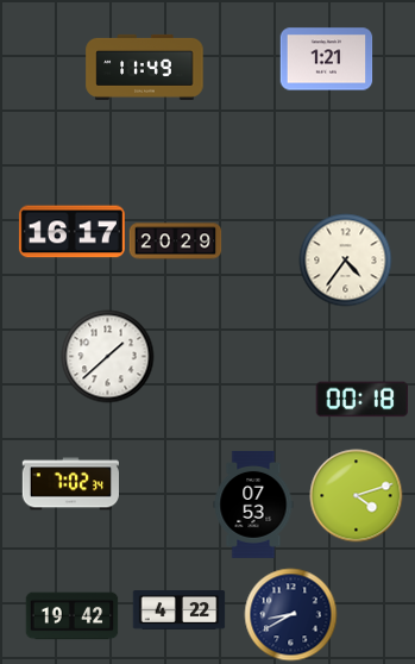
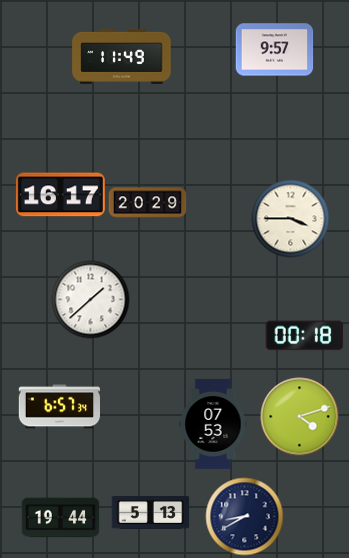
clock at (326, 59): 1:21 -> 9:57
clock at (345, 259): 4:36 -> 3:45
clock at (70, 484): 7:02 -> 6:57
clock at (178, 610): 4:22 -> 5:13
clock at (71, 616): 19:42 -> 19:44
